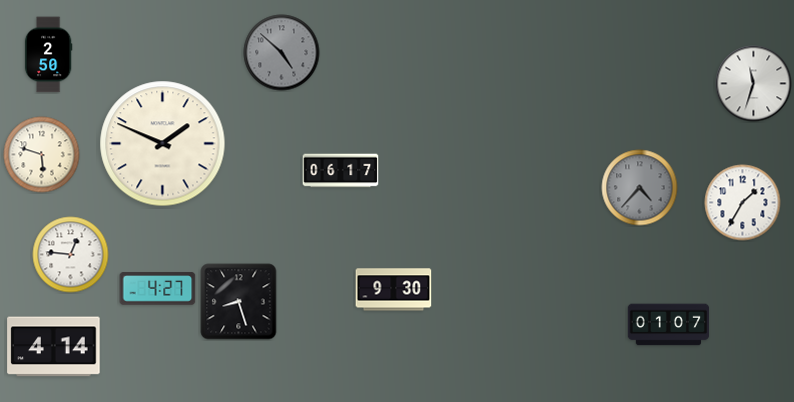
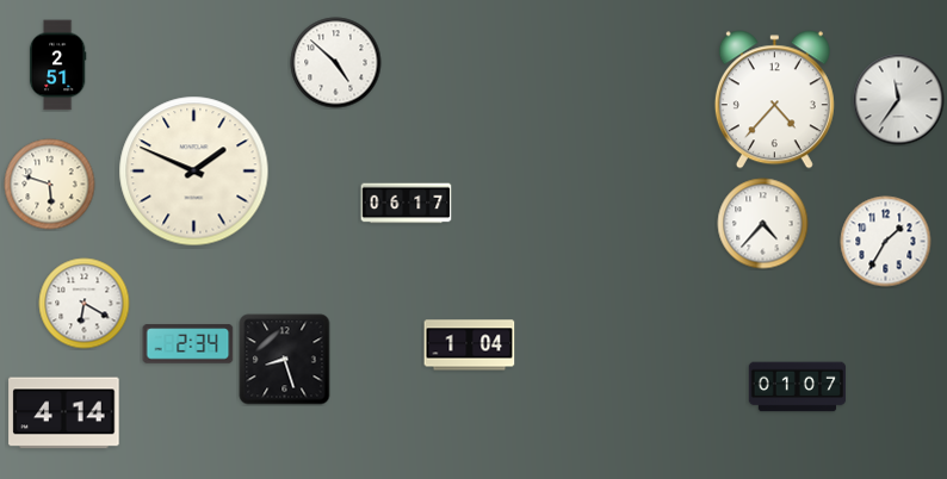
clock at (282, 53) dial: grey -> white
clock at (48, 55): 2:50 -> 2:51
clock at (774, 100): none -> 4:37
clock at (754, 84): 11:33 -> 11:36
clock at (640, 188) dial: grey -> white
clock at (71, 255): 12:46 -> 6:20
clock at (158, 289): 4:27 -> 2:34
clock at (394, 290): 9:30 -> 1:04
